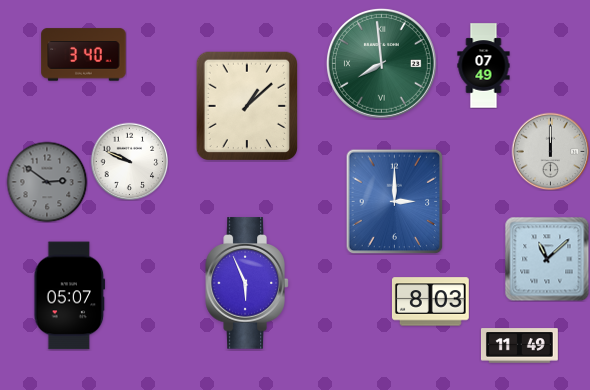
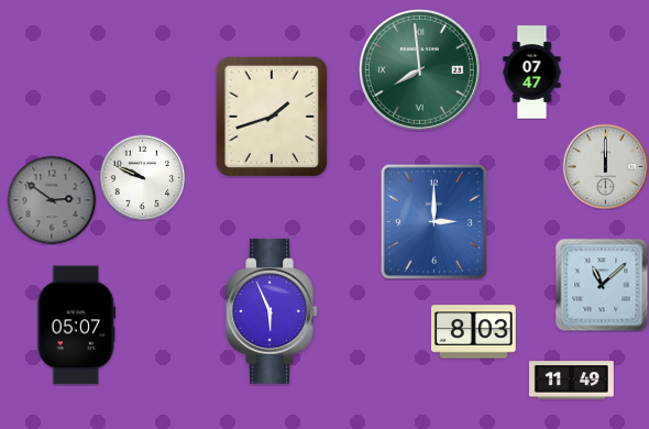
clock at (84, 55): 3:40 -> none
clock at (484, 66): 07:49 -> 07:47
clock at (246, 105): 1:08 -> 1:42
